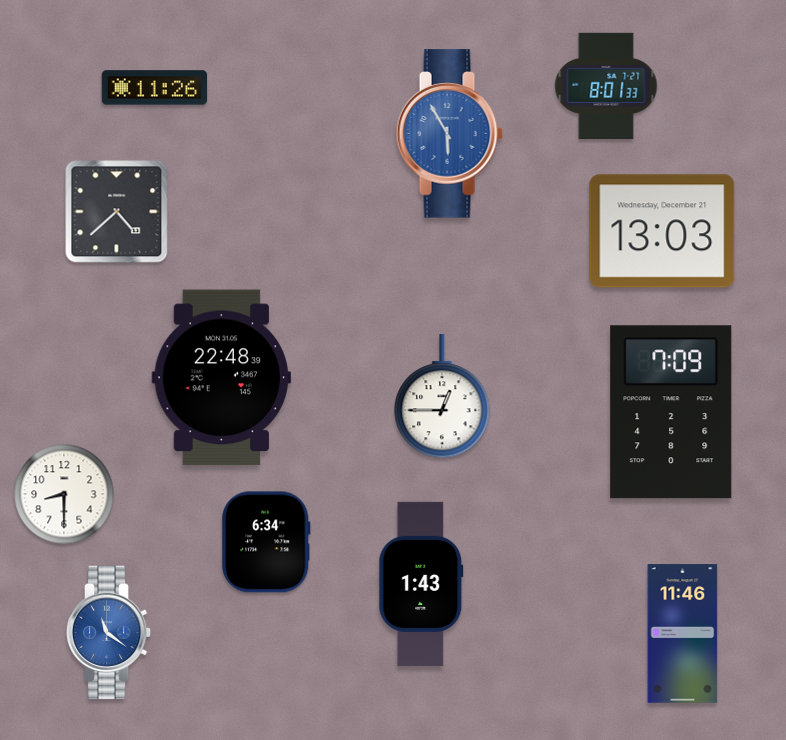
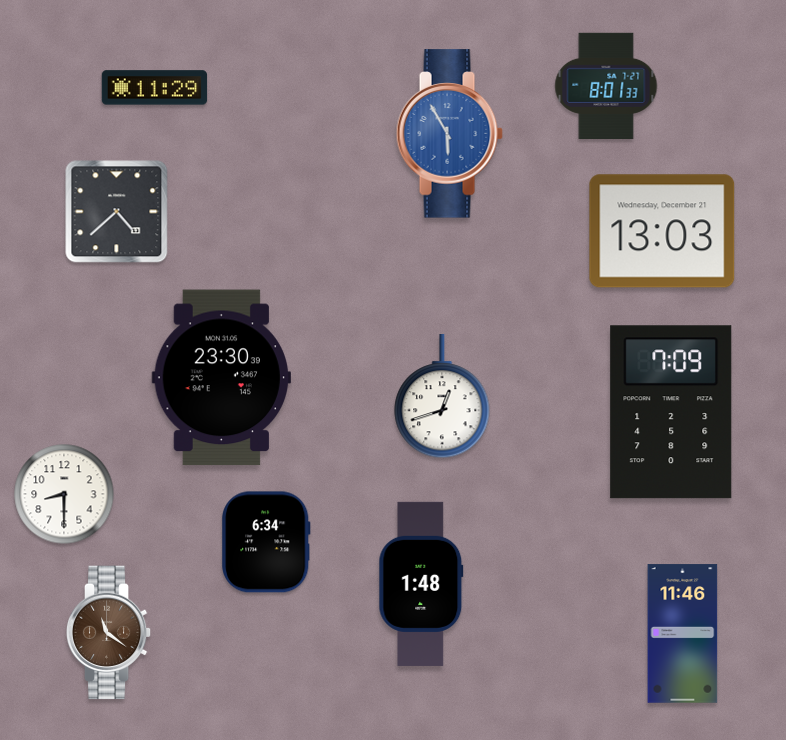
clock at (155, 88): 11:26 -> 11:29
clock at (221, 378): 22:48 -> 23:30
clock at (442, 397): 12:45 -> 12:42
clock at (421, 584): 1:43 -> 1:48
clock at (109, 633) dial: blue -> brown
